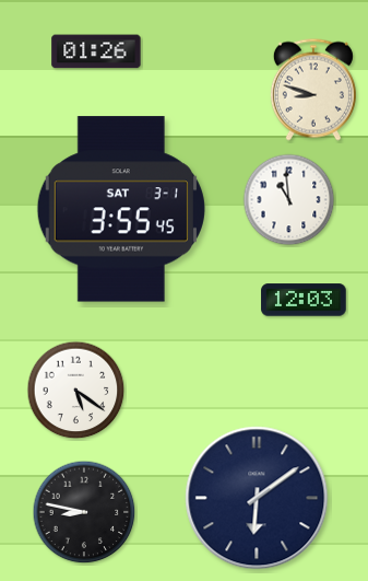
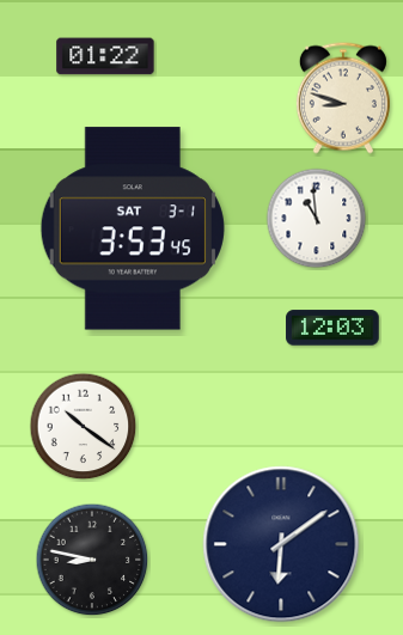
clock at (96, 51): 01:26 -> 01:22
clock at (121, 209): 3:55 -> 3:53
clock at (76, 391): 5:21 -> 10:21
